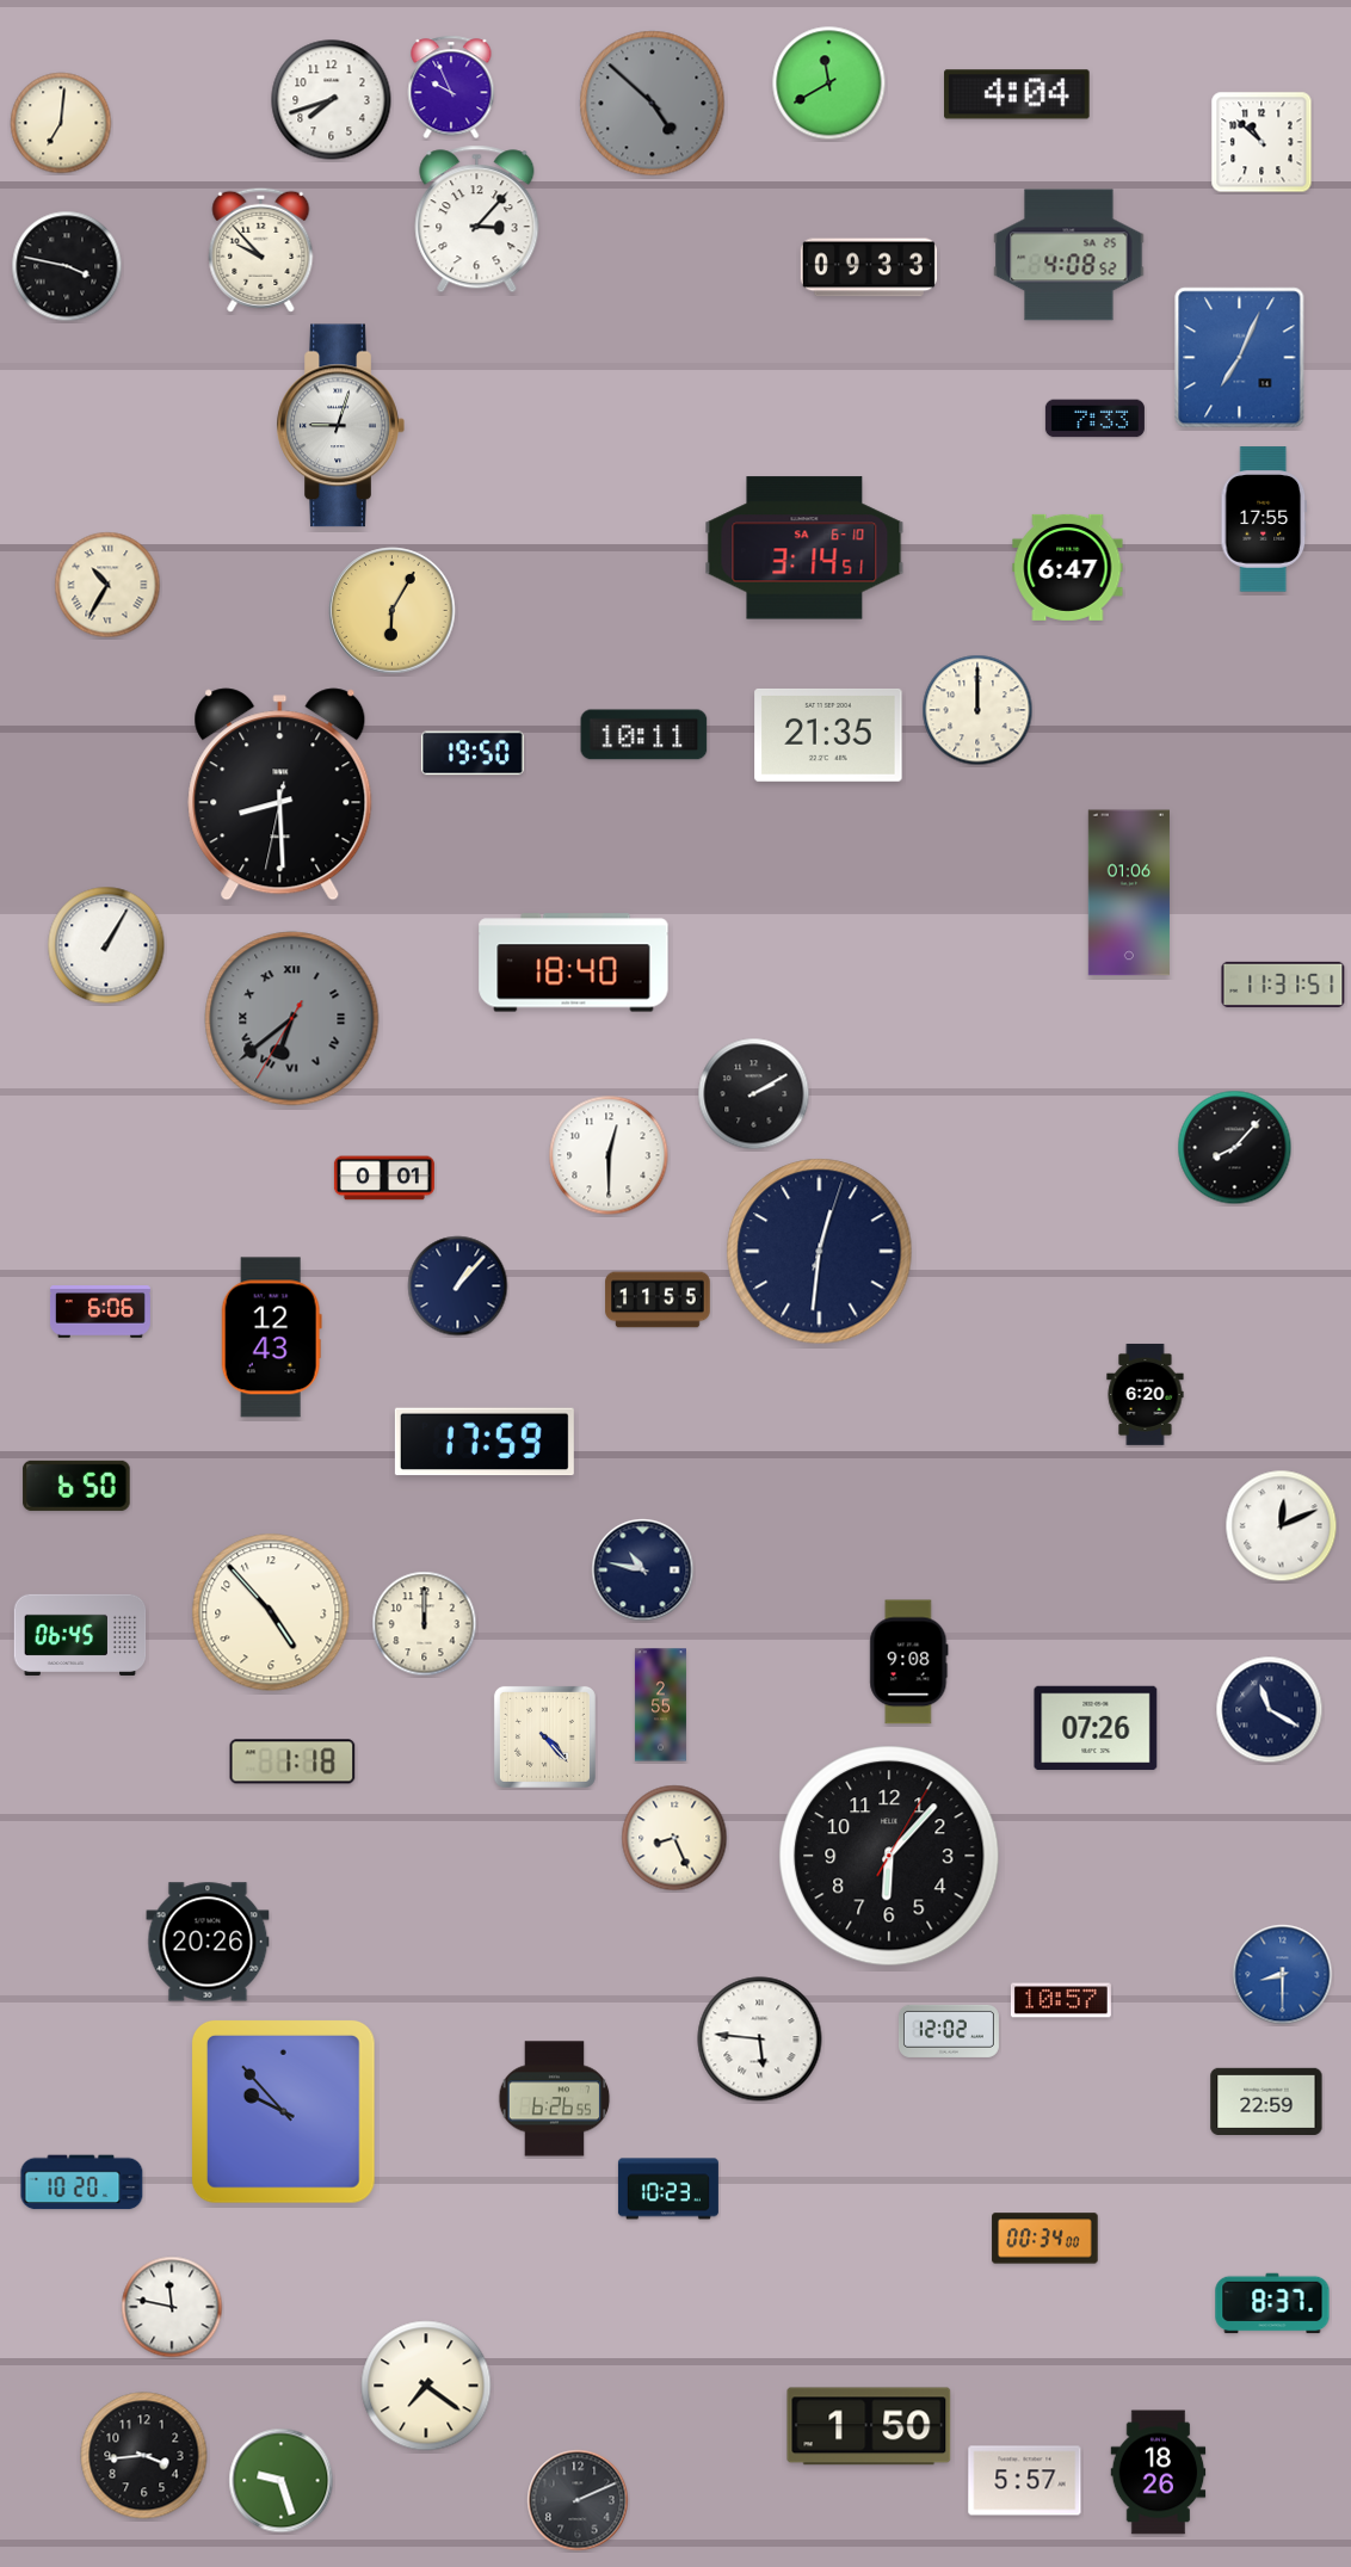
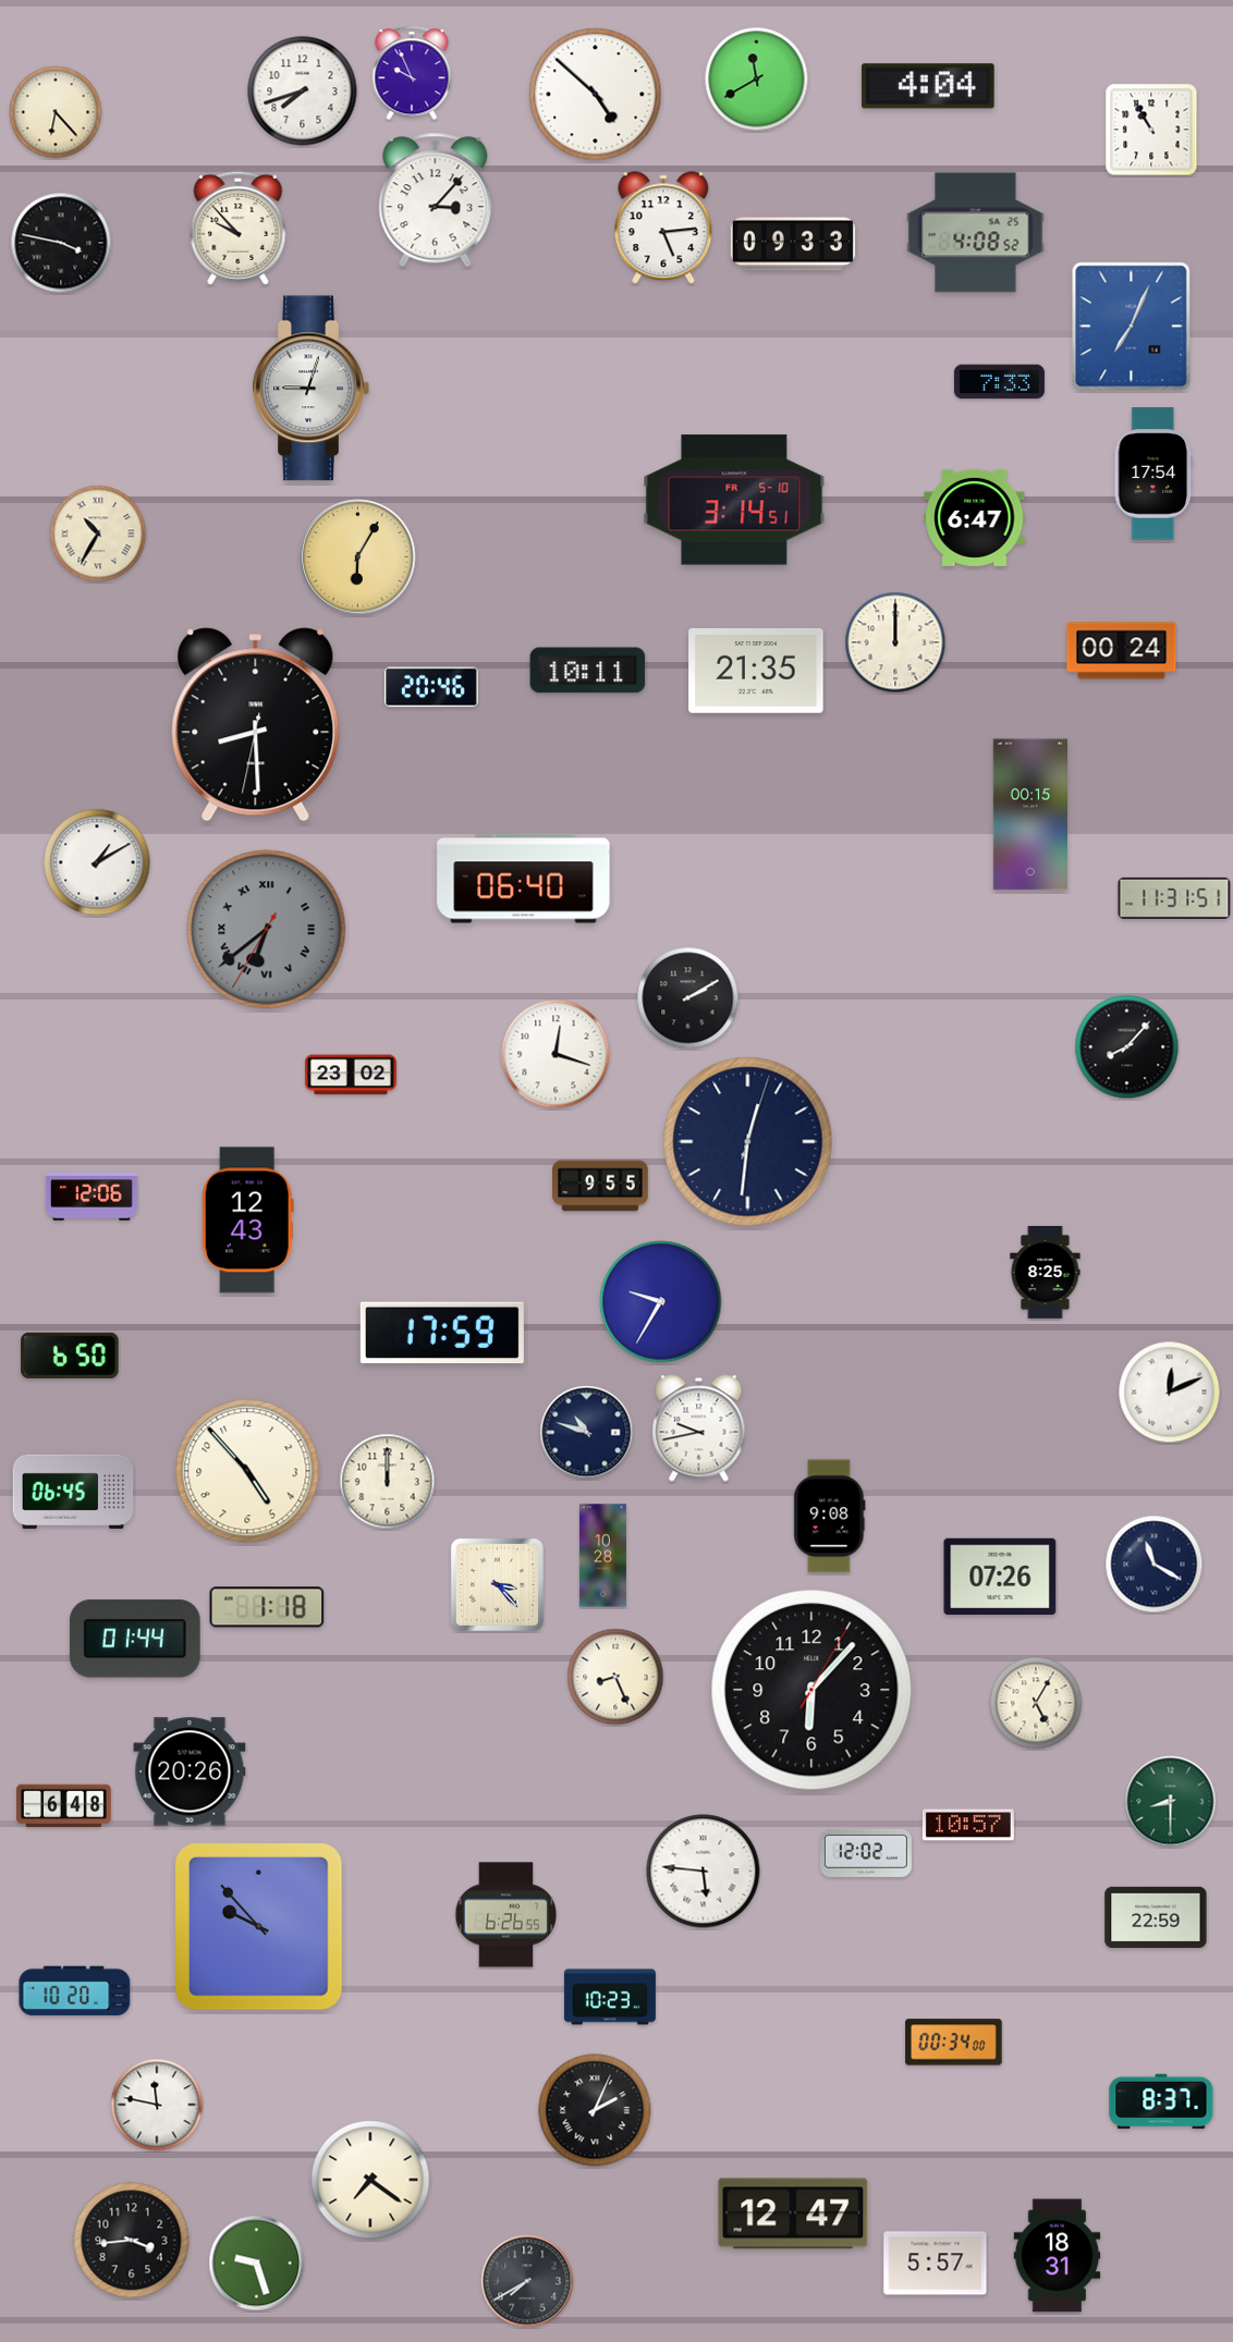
clock at (829, 84) position: (829, 84) -> (757, 79)
clock at (451, 87) position: (451, 87) -> (412, 73)
clock at (653, 104) dial: grey -> white
clock at (61, 123): 7:01 -> 6:23
clock at (1261, 142): 10:52 -> 10:55
clock at (663, 229): none -> 5:14
clock at (1264, 519): 17:55 -> 17:54
clock at (804, 548) date: SA 6-10 -> FR 5-10
clock at (977, 710) position: (977, 710) -> (895, 642)
clock at (1122, 651): none -> 00:24
clock at (473, 753): 19:50 -> 20:46
clock at (1129, 893): 01:06 -> 00:15
clock at (106, 945): 1:05 -> 1:10
clock at (574, 963): 18:40 -> 06:40
clock at (1283, 985) position: (1283, 985) -> (1174, 898)
clock at (609, 1155): 12:30 -> 12:18
clock at (384, 1178): 0:01 -> 23:02
clock at (458, 1286): 1:07 -> none
clock at (658, 1300): 11:55 -> 9:55
clock at (100, 1312): 6:06 -> 12:06
clock at (1146, 1394): 6:20 -> 8:25
clock at (661, 1302): none -> 9:35
clock at (485, 1442) position: (485, 1442) -> (442, 1333)
clock at (699, 1429): none -> 9:43
clock at (643, 1571): 10:47 -> 10:48
clock at (660, 1705): 2:55 -> 10:28
clock at (1270, 1710) position: (1270, 1710) -> (1155, 1565)
clock at (544, 1736): 4:23 -> 3:23
clock at (135, 1639): none -> 01:44
clock at (889, 1856) position: (889, 1856) -> (811, 1690)
clock at (1036, 1703): none -> 5:05
clock at (1283, 1975) dial: blue -> green
clock at (64, 1806): none -> 6:48
clock at (760, 2040) position: (760, 2040) -> (704, 1872)
clock at (595, 2110): none -> 2:04
clock at (426, 2386) position: (426, 2386) -> (370, 2180)
clock at (869, 2426): 1:50 -> 12:47
clock at (1159, 2473): 18:26 -> 18:31
clock at (578, 2500): 2:11 -> 7:40
